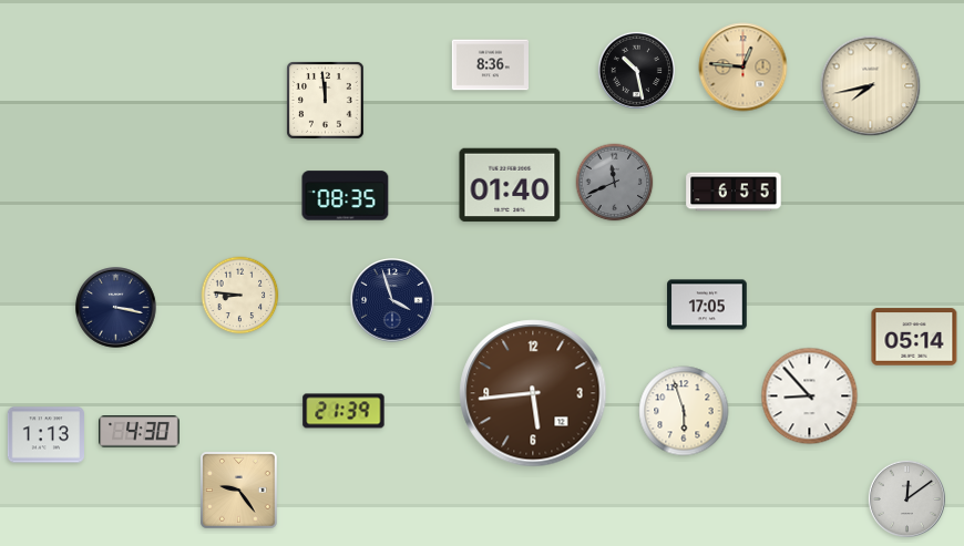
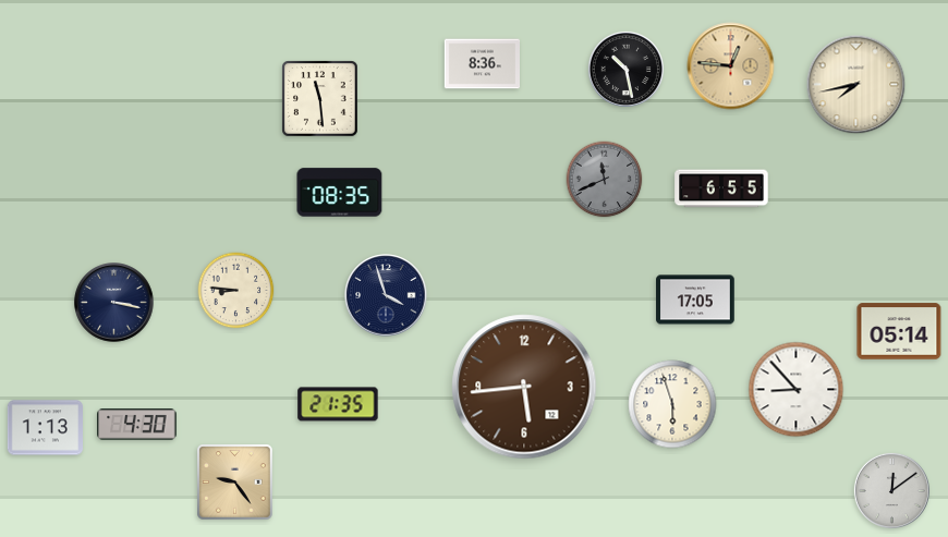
clock at (326, 101): 11:59 -> 11:29
clock at (510, 185): 01:40 -> none
clock at (343, 411): 21:39 -> 21:35
